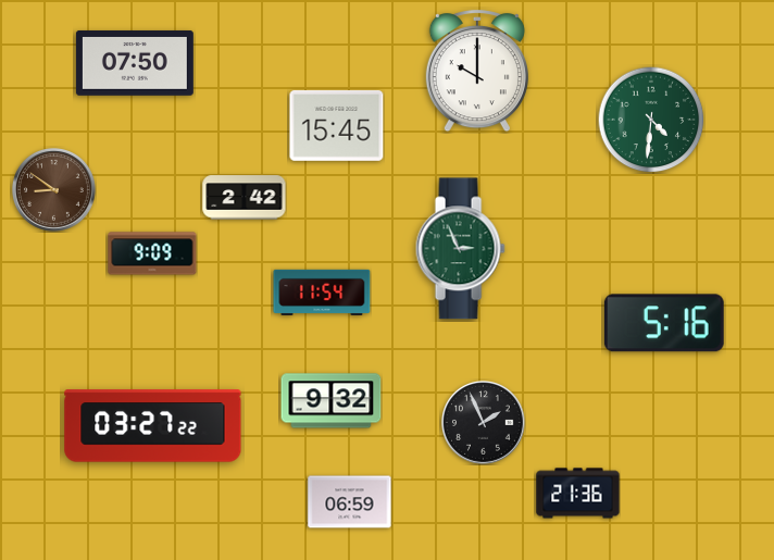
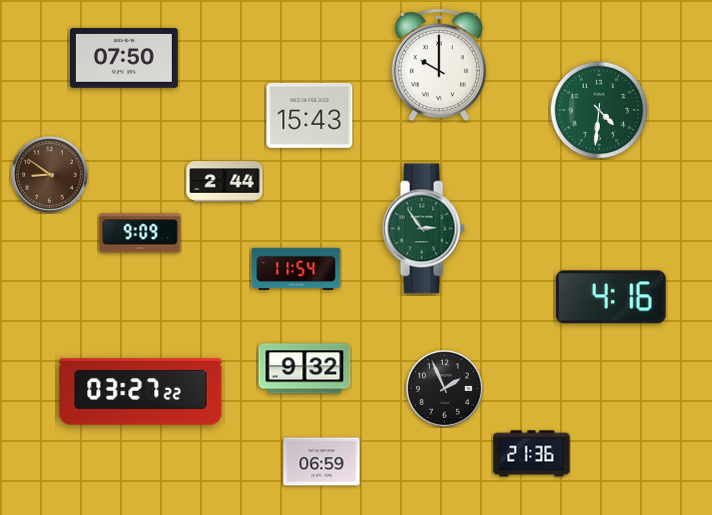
clock at (337, 125): 15:45 -> 15:43
clock at (245, 198): 2:42 -> 2:44
clock at (460, 249): 2:56 -> 2:54
clock at (664, 323): 5:16 -> 4:16
